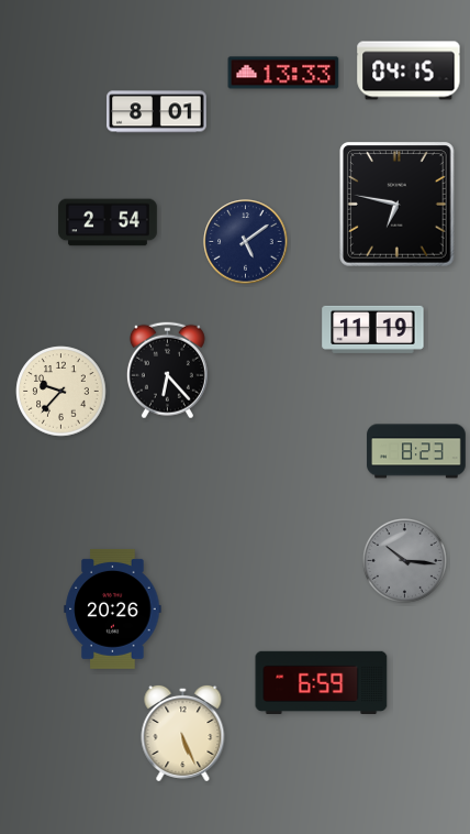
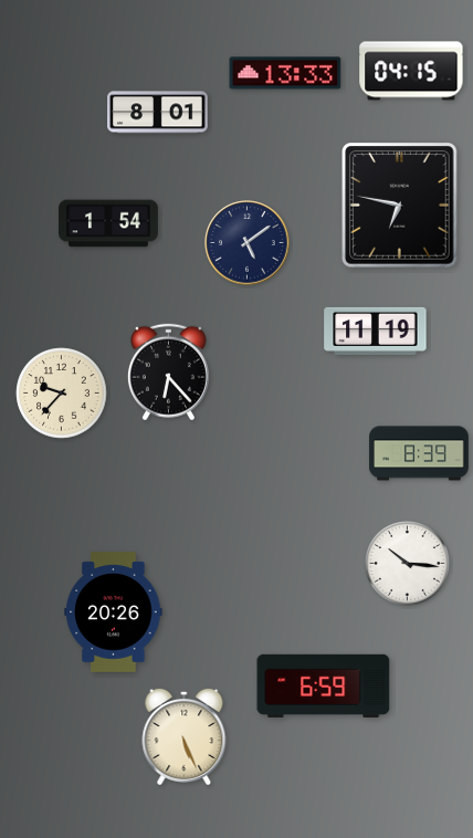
clock at (108, 222): 2:54 -> 1:54
clock at (416, 451): 8:23 -> 8:39
clock at (404, 560) dial: grey -> white
